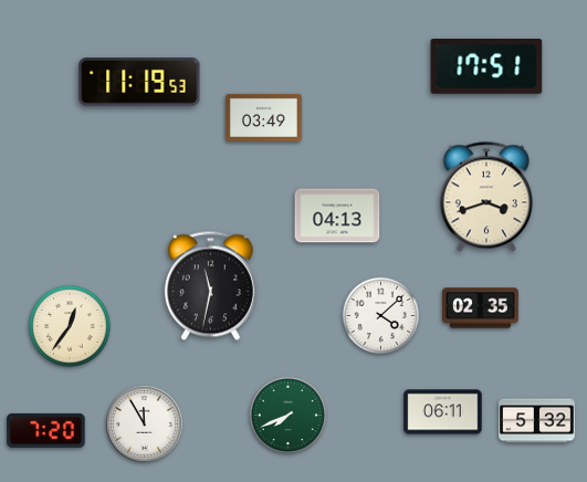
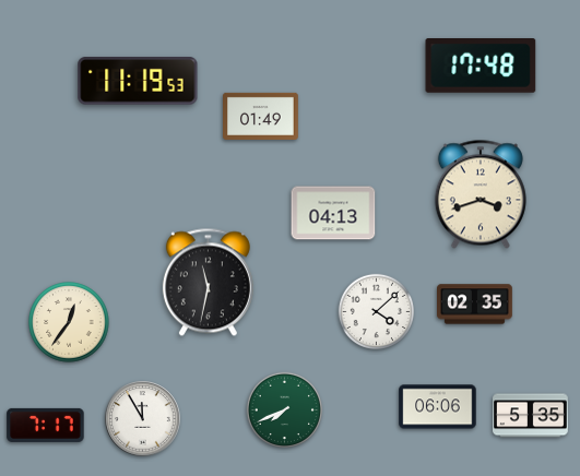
clock at (486, 67): 17:51 -> 17:48
clock at (264, 117): 03:49 -> 01:49
clock at (443, 412): 06:11 -> 06:06
clock at (537, 421): 5:32 -> 5:35
clock at (46, 430): 7:20 -> 7:17
